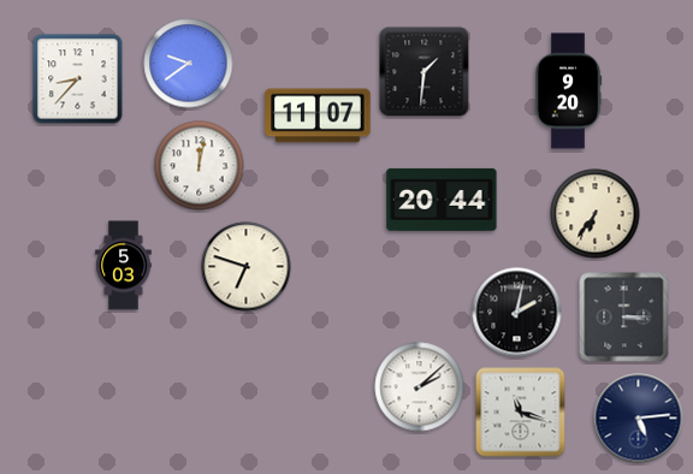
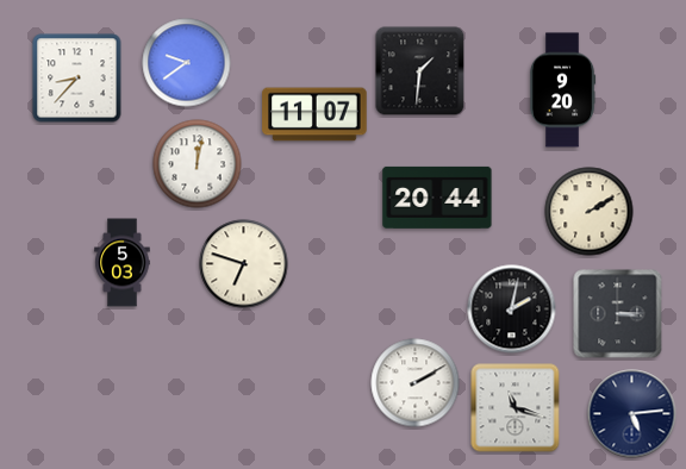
clock at (596, 214): 6:36 -> 2:10
clock at (420, 387): 2:08 -> 2:10
